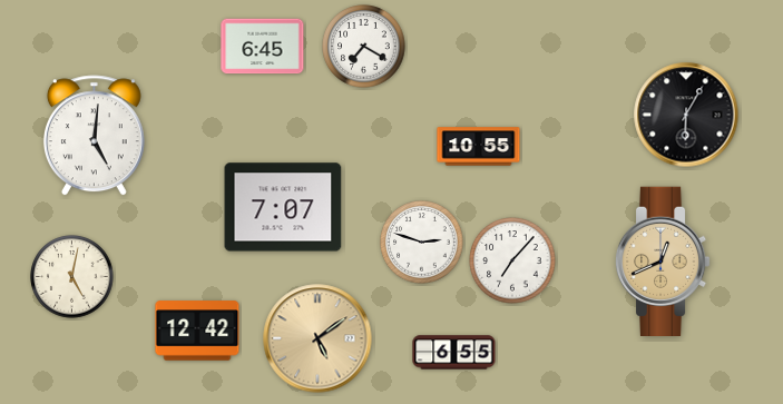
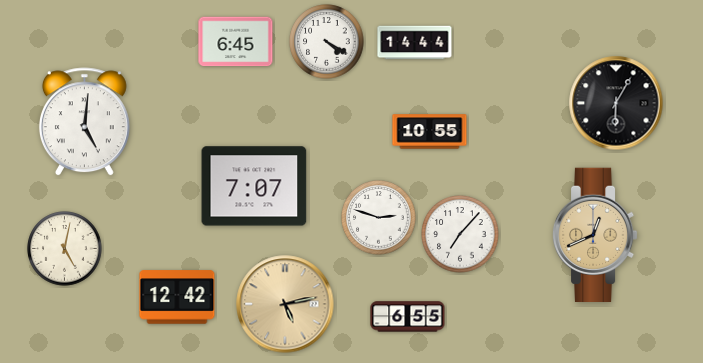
clock at (364, 47): 7:20 -> 4:20
clock at (415, 43): none -> 14:44
clock at (317, 338): 5:09 -> 5:13
